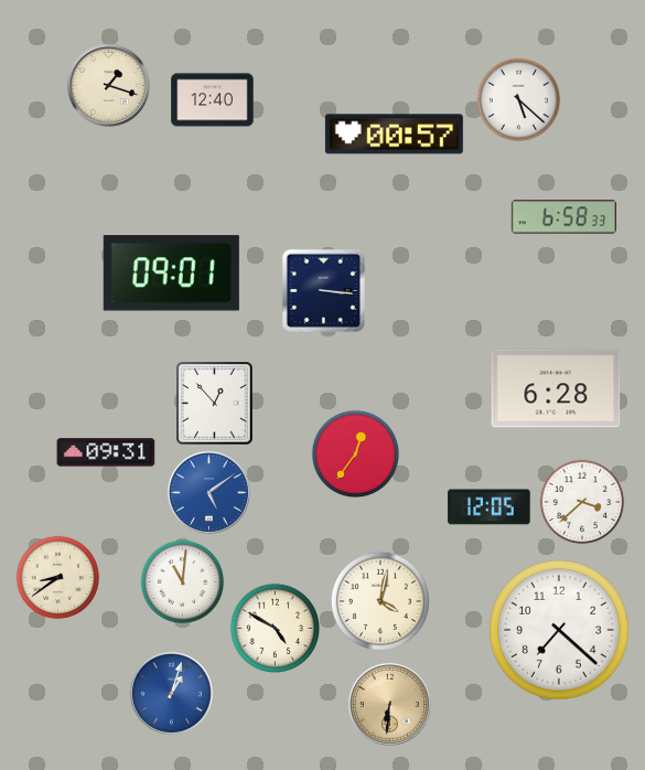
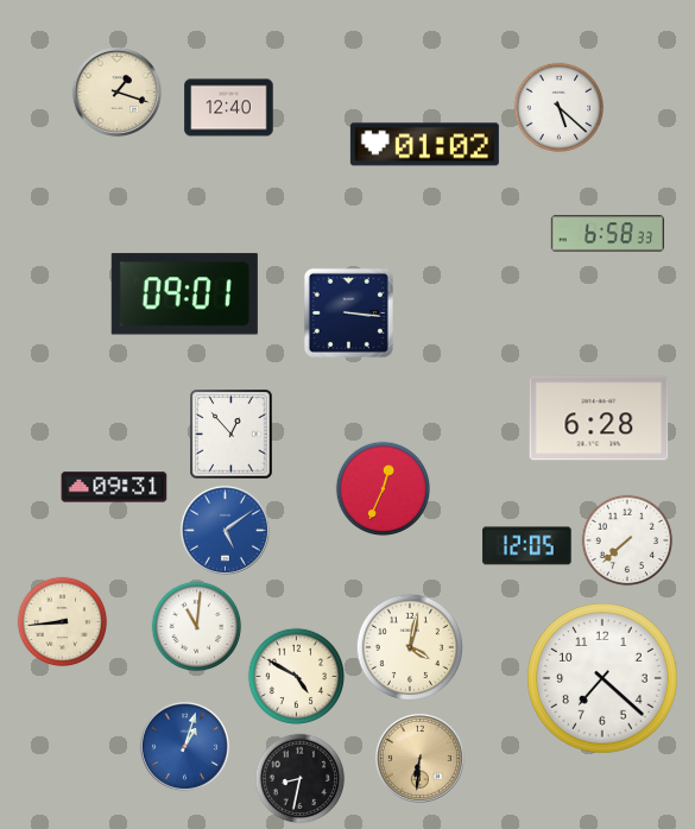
clock at (394, 135): 00:57 -> 01:02
clock at (356, 454): 12:36 -> 12:34
clock at (582, 502): 3:38 -> 7:38
clock at (58, 578): 8:39 -> 8:44
clock at (301, 779): none -> 8:32
